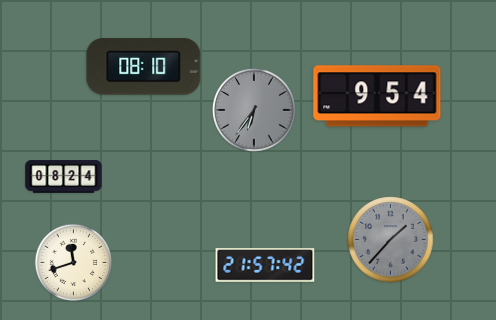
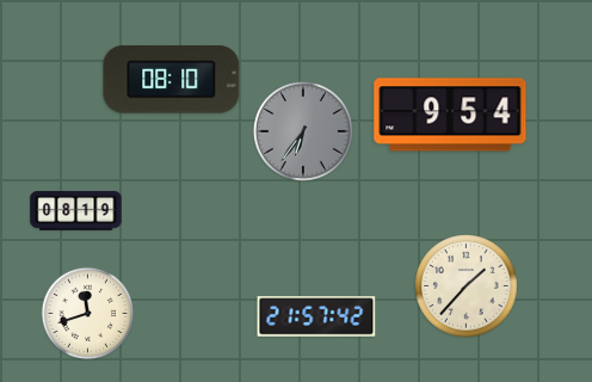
clock at (64, 177): 08:24 -> 08:19
clock at (391, 240) dial: grey -> cream
